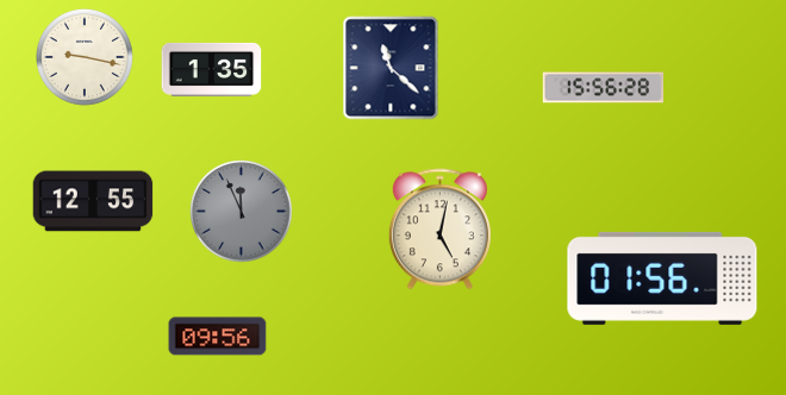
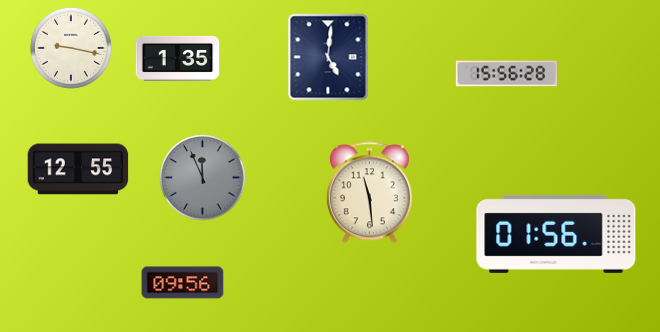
clock at (391, 68): 11:22 -> 5:01
clock at (439, 230): 5:02 -> 11:29
